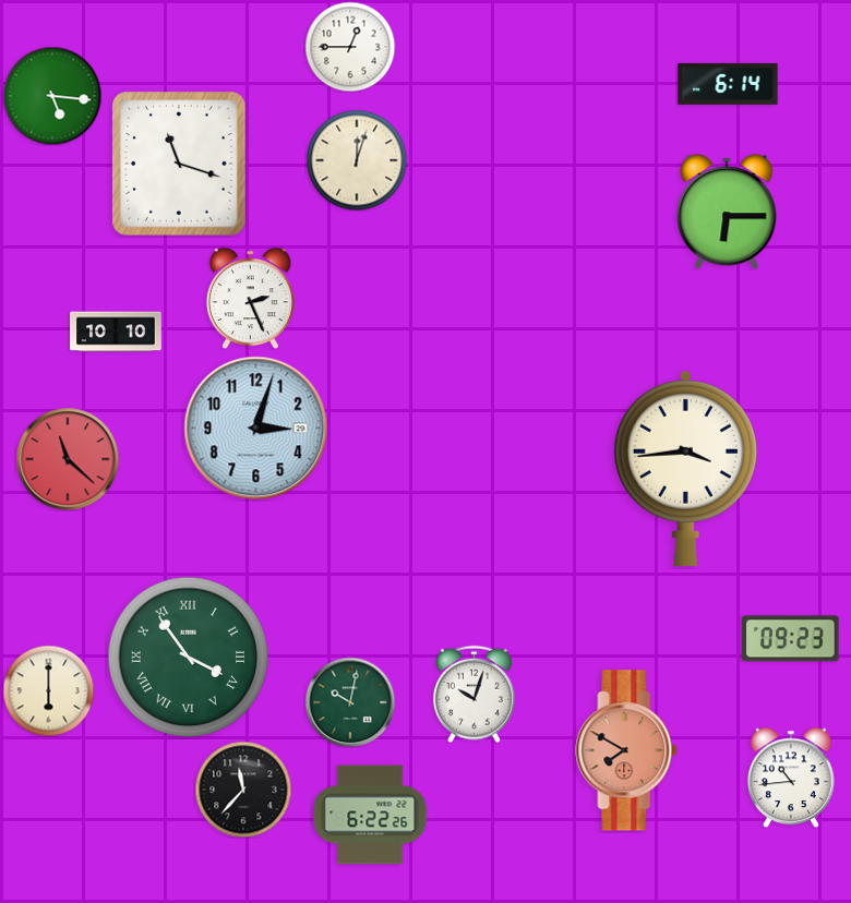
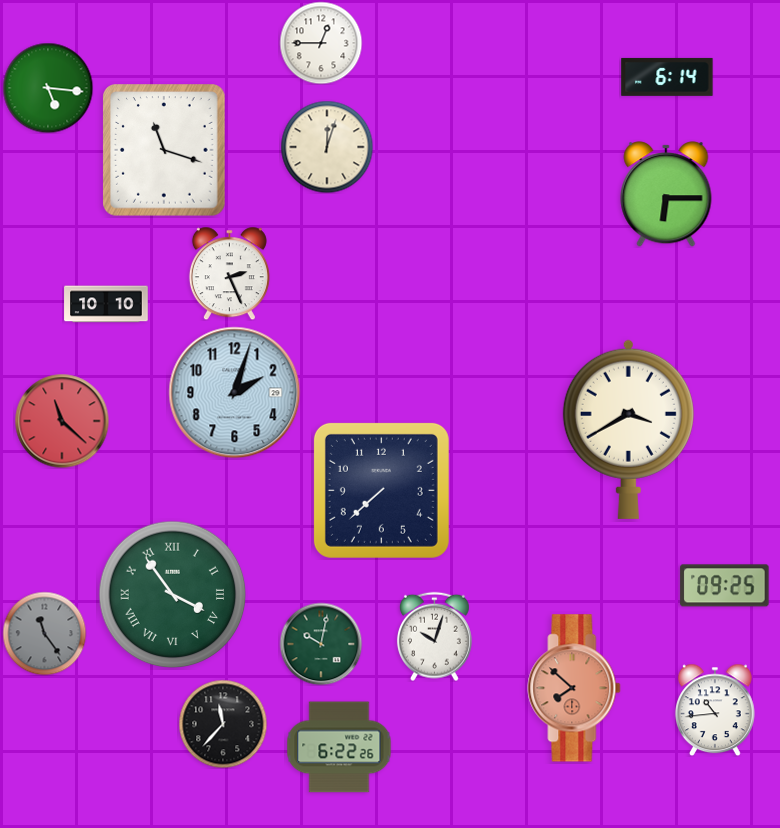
clock at (256, 429): 3:03 -> 2:03
clock at (685, 468): 3:44 -> 3:40
clock at (381, 490): none -> 7:38
clock at (791, 639): 09:23 -> 09:25
clock at (189, 658) position: (189, 658) -> (173, 595)
clock at (48, 690): 6:00 -> 11:24
clock at (48, 690) dial: cream -> grey
clock at (626, 750): 7:50 -> 7:52
clock at (791, 778) position: (791, 778) -> (715, 710)
